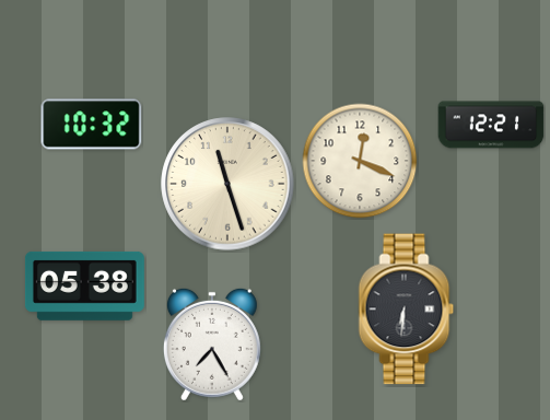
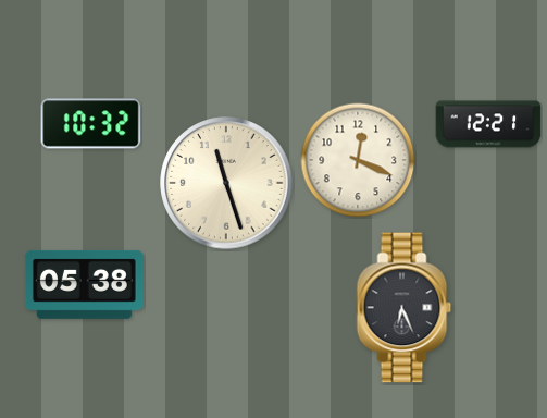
clock at (407, 310): 6:31 -> 6:26
clock at (212, 345): 7:25 -> none
